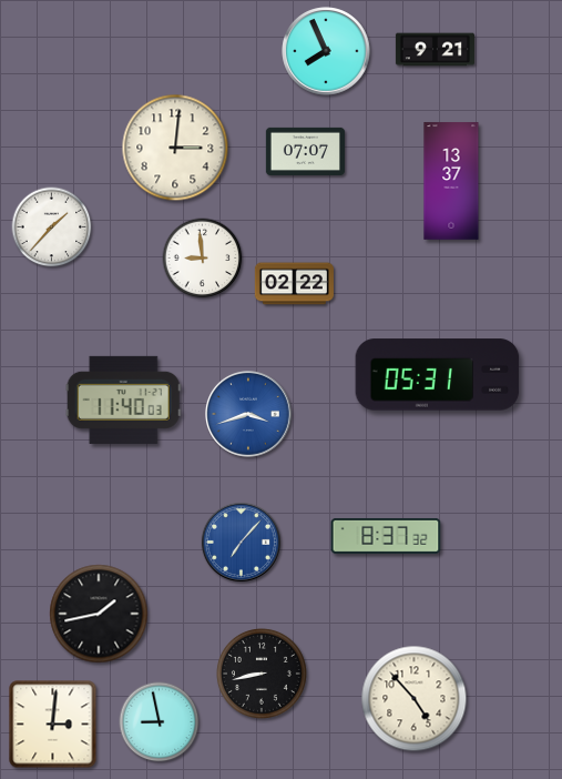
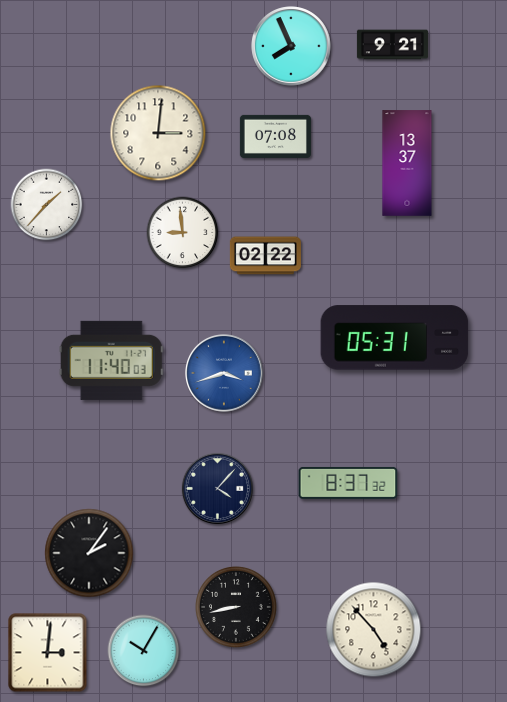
clock at (326, 51) position: (326, 51) -> (291, 46)
clock at (305, 151): 07:07 -> 07:08
clock at (241, 542): 7:07 -> 4:07
clock at (241, 542) dial: blue -> navy
clock at (99, 614): 1:43 -> 2:06
clock at (160, 722): 8:58 -> 10:05
